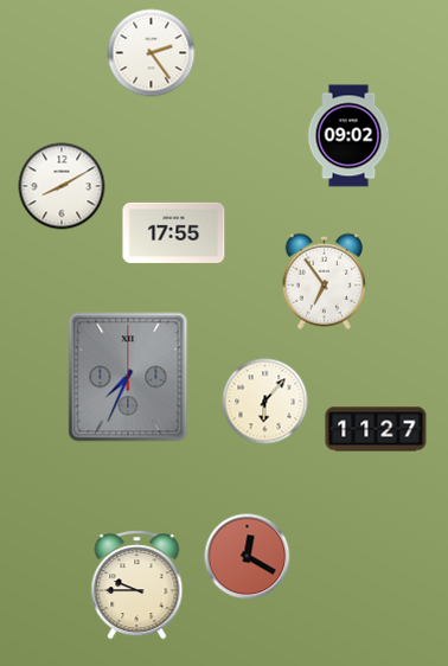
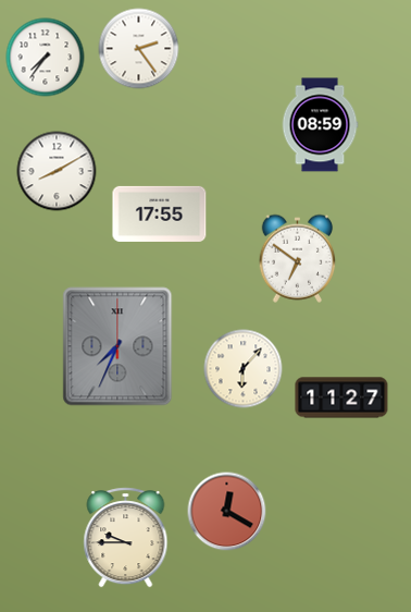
clock at (46, 58): none -> 7:36
clock at (348, 136): 09:02 -> 08:59
clock at (325, 281): 6:54 -> 6:51
clock at (376, 429) position: (376, 429) -> (341, 397)
